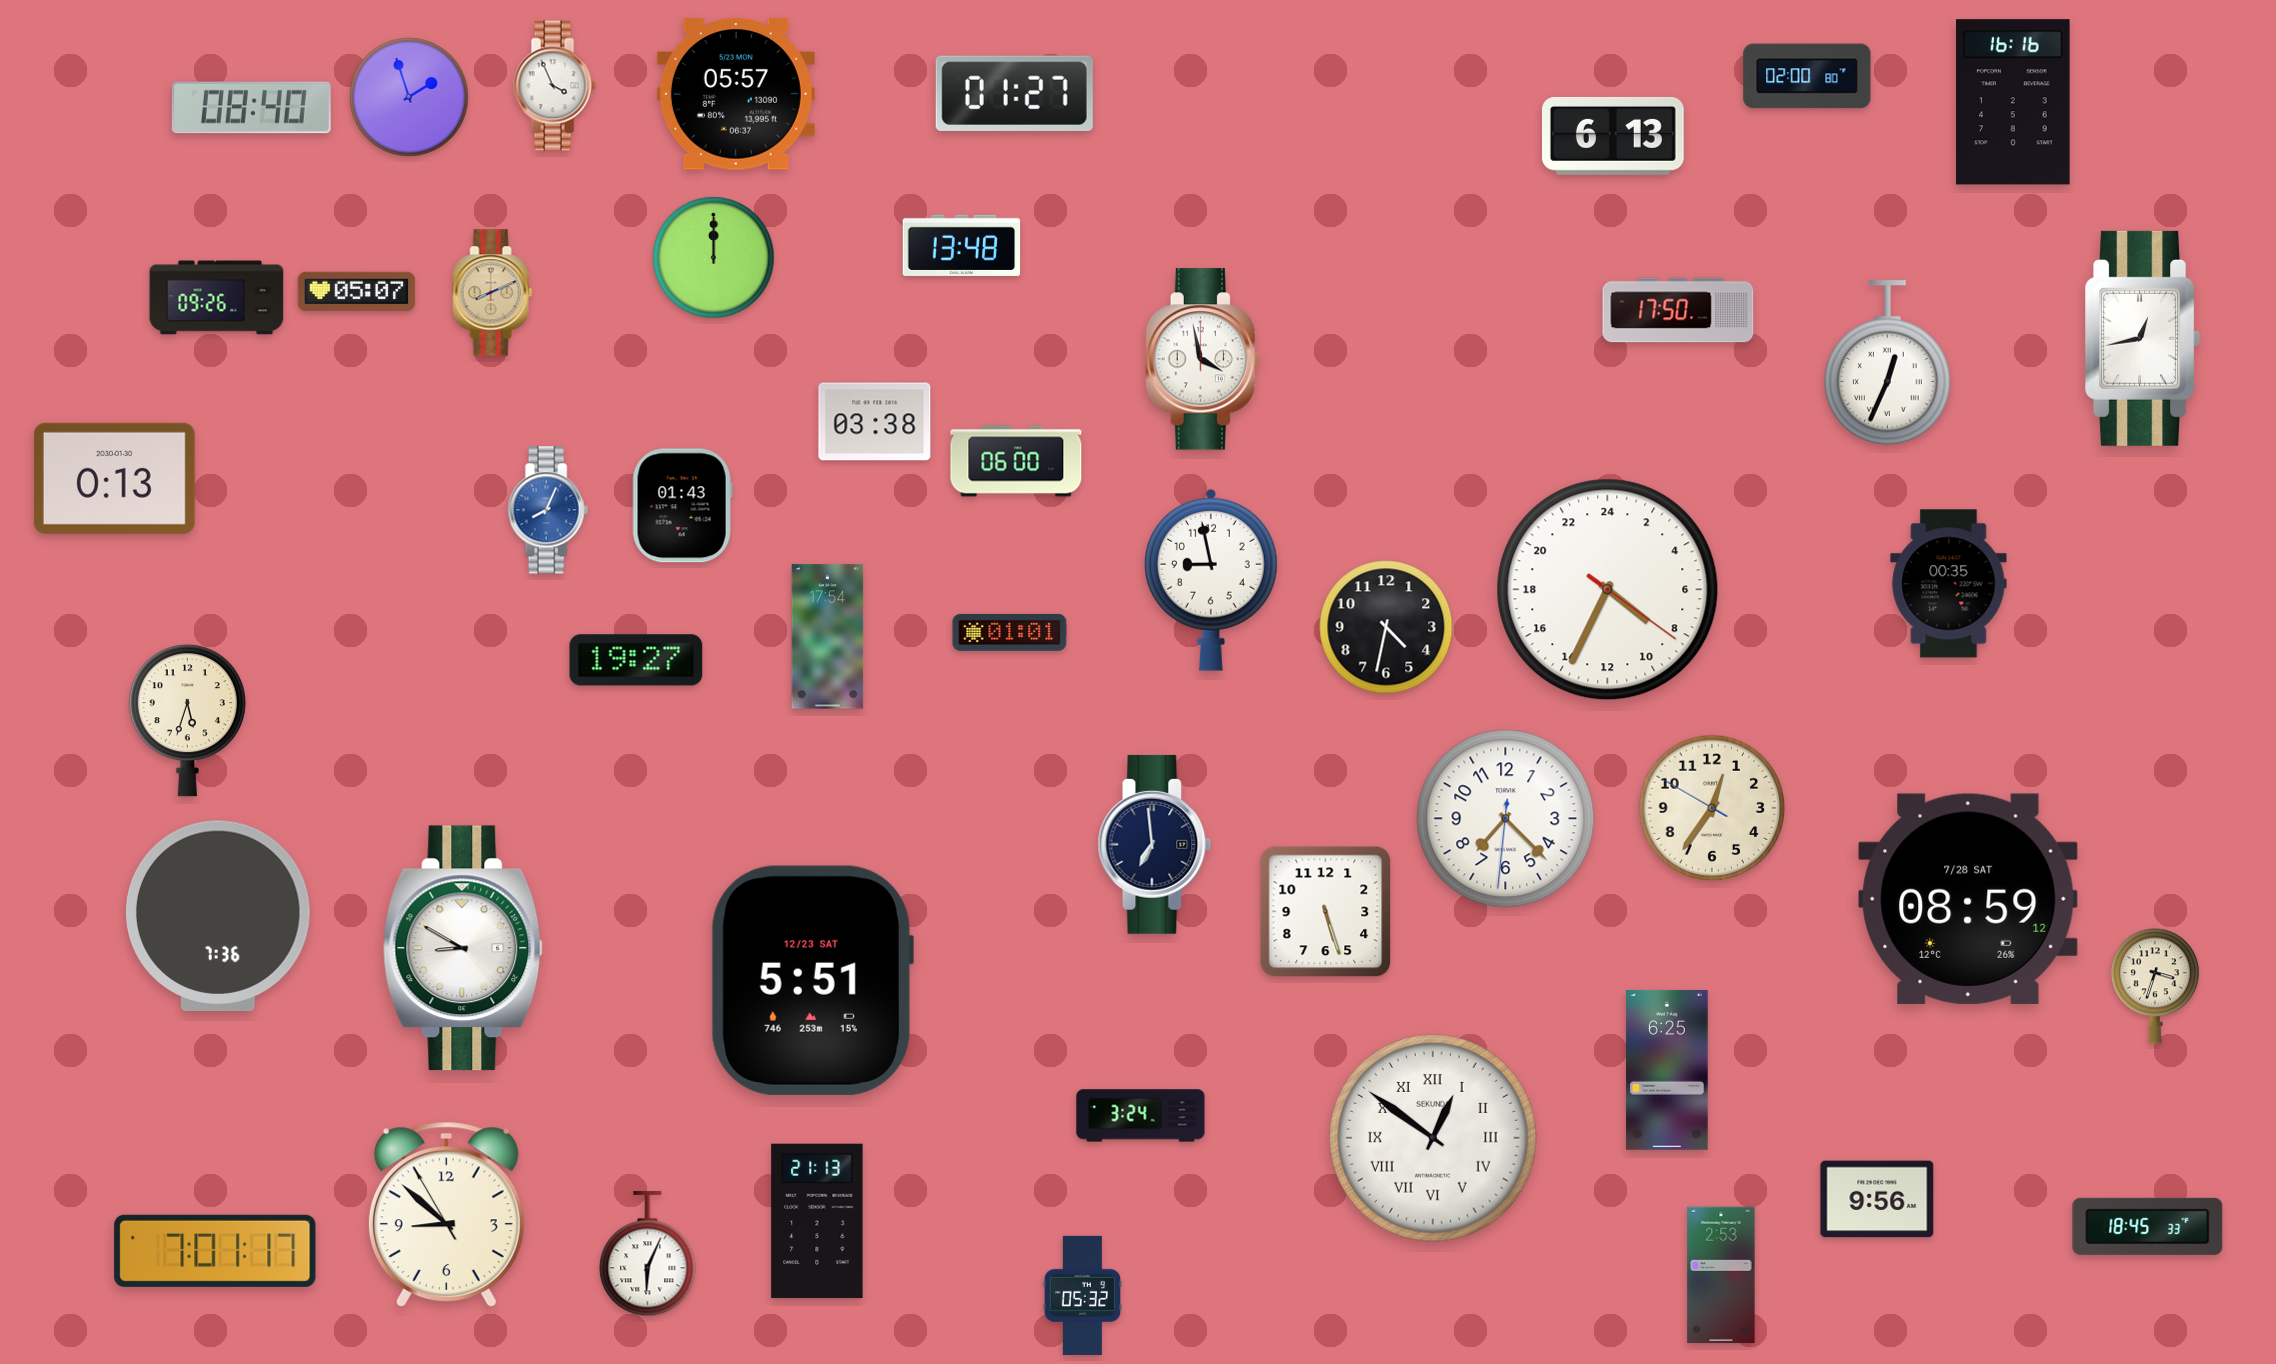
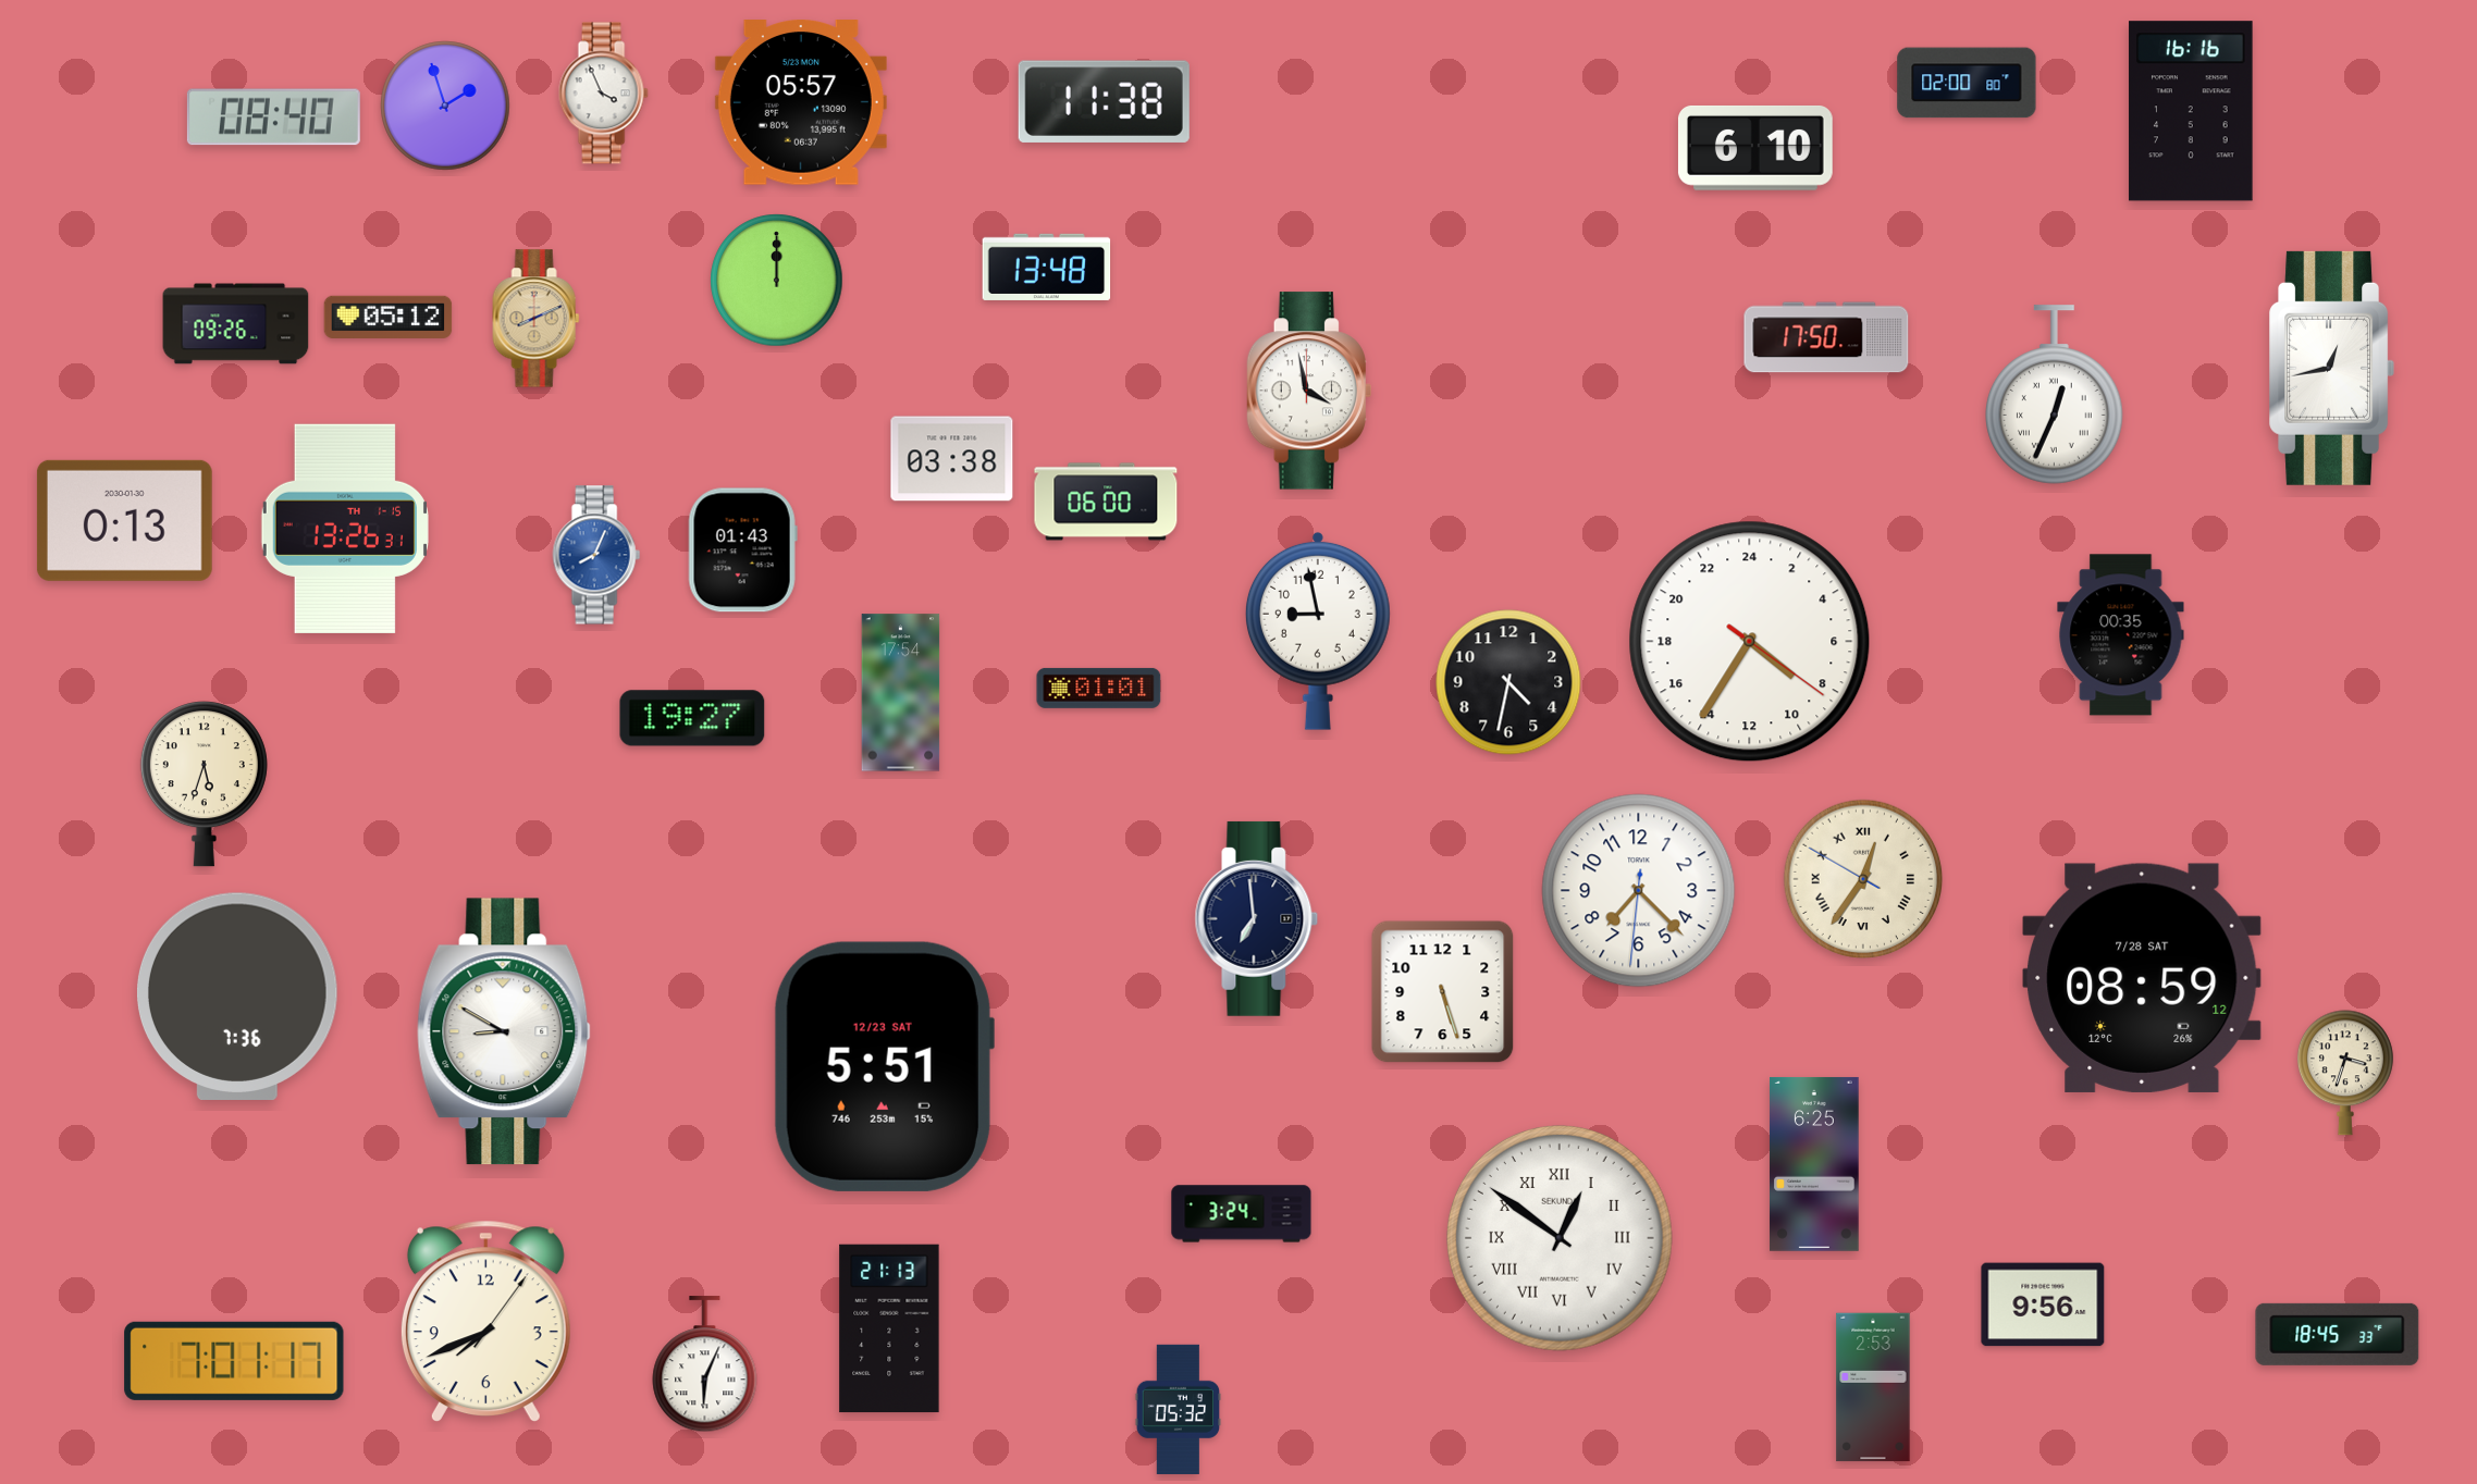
clock at (1014, 93): 01:27 -> 11:38
clock at (1613, 136): 6:13 -> 6:10
clock at (357, 291): 05:07 -> 05:12
clock at (345, 528): none -> 13:26
clock at (1608, 590): 8:34 -> 8:35
clock at (1712, 808) numerals: Arabic -> Roman
clock at (446, 1214): 8:51 -> 7:41
